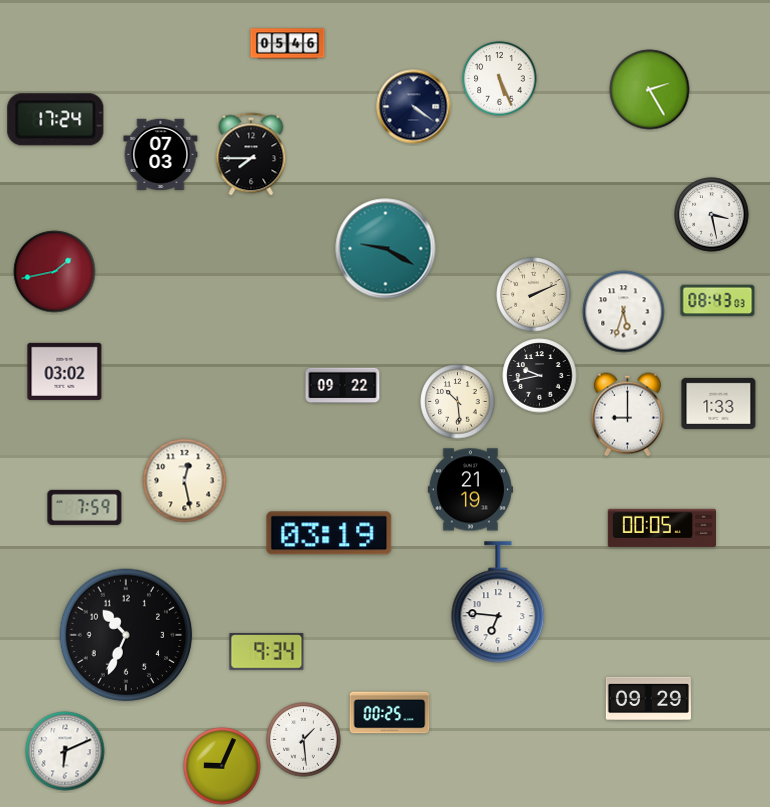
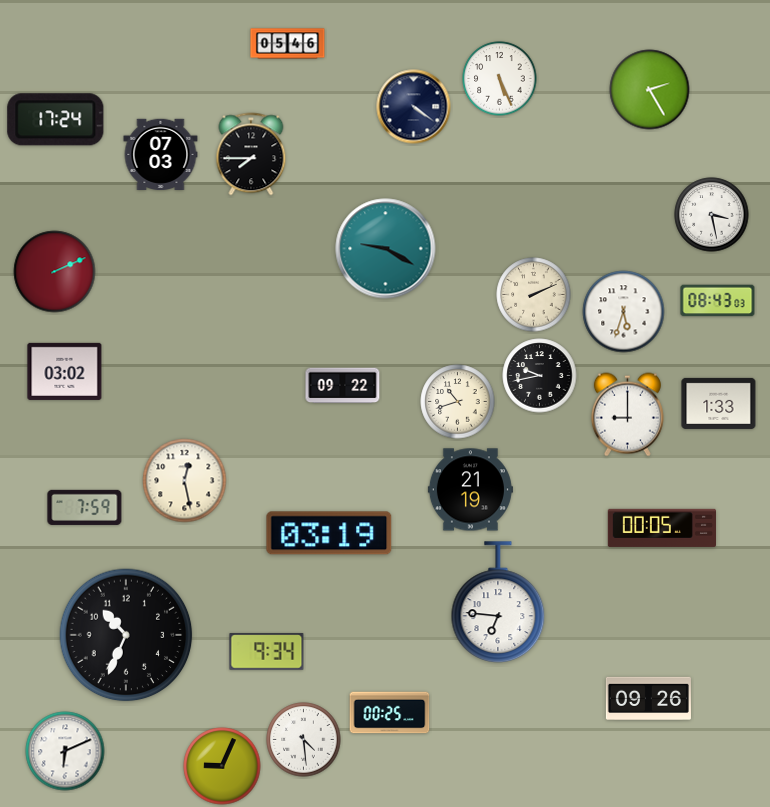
clock at (55, 272): 1:43 -> 2:11
clock at (458, 402): 10:29 -> 10:42
clock at (648, 699): 09:29 -> 09:26
clock at (304, 740): 1:29 -> 4:29
